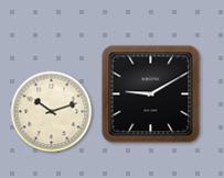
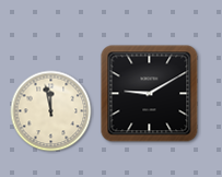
clock at (52, 112): 10:12 -> 11:58
